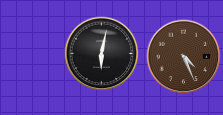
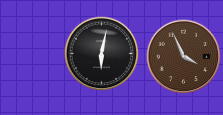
clock at (184, 57): 4:26 -> 3:56
